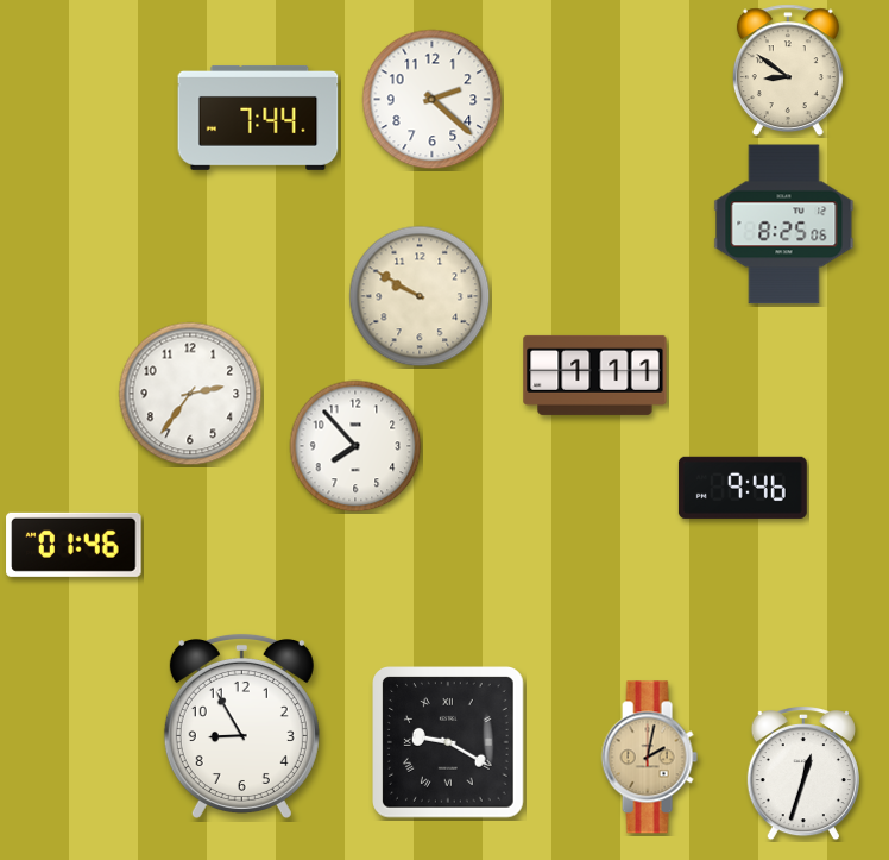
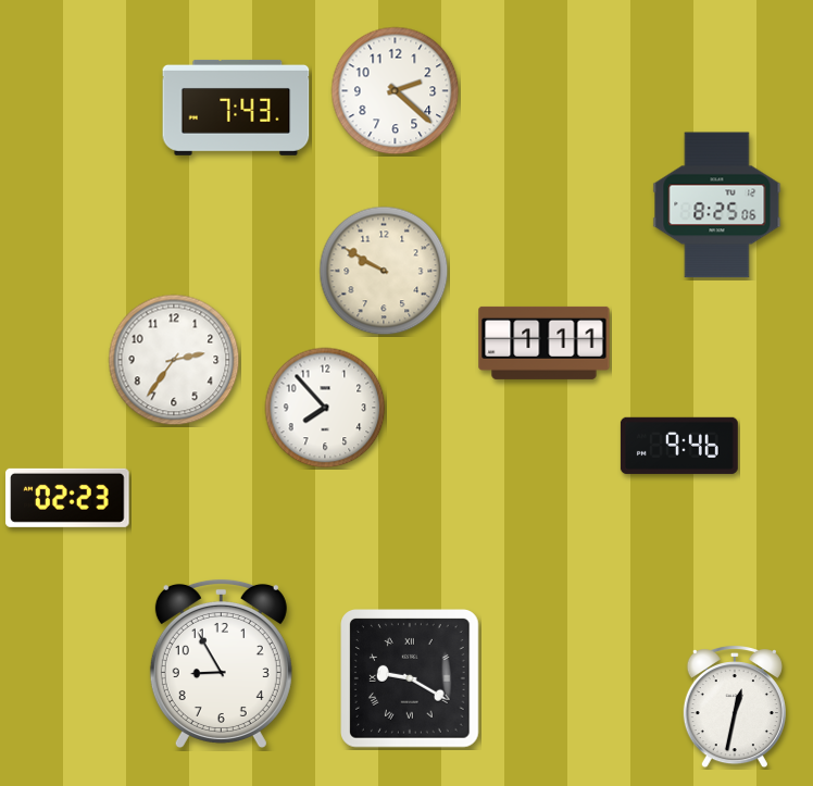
clock at (788, 70): 8:51 -> none
clock at (258, 118): 7:44 -> 7:43
clock at (74, 545): 01:46 -> 02:23
clock at (649, 758): 2:02 -> none
clock at (803, 773): 12:33 -> 12:32
